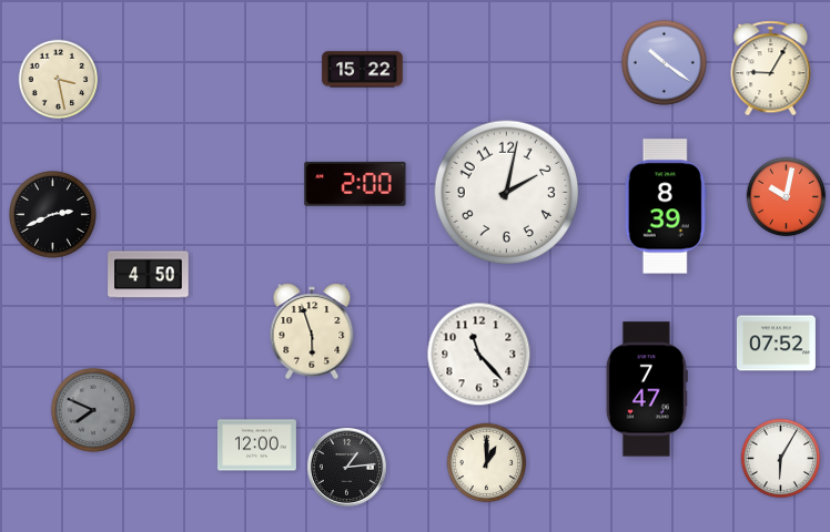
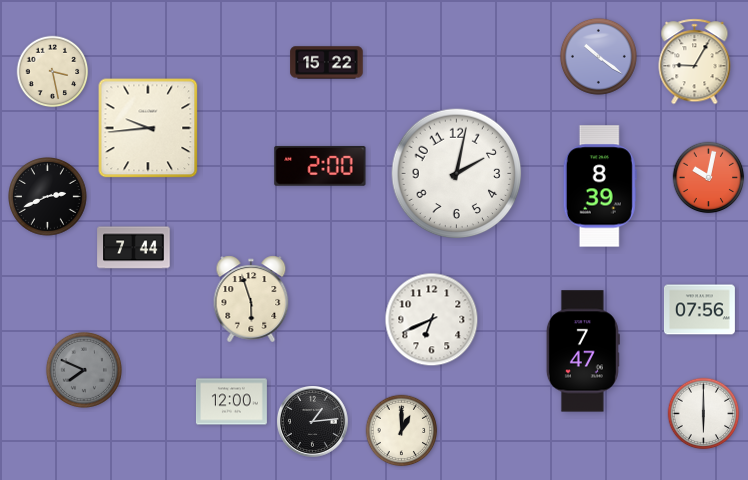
clock at (148, 128): none -> 9:44
clock at (53, 215) position: (53, 215) -> (48, 197)
clock at (149, 275): 4:50 -> 7:44
clock at (312, 331) position: (312, 331) -> (251, 299)
clock at (776, 344): 07:52 -> 07:56
clock at (479, 355): 11:23 -> 6:41
clock at (781, 459): 6:05 -> 6:00
clock at (487, 463) position: (487, 463) -> (402, 431)
